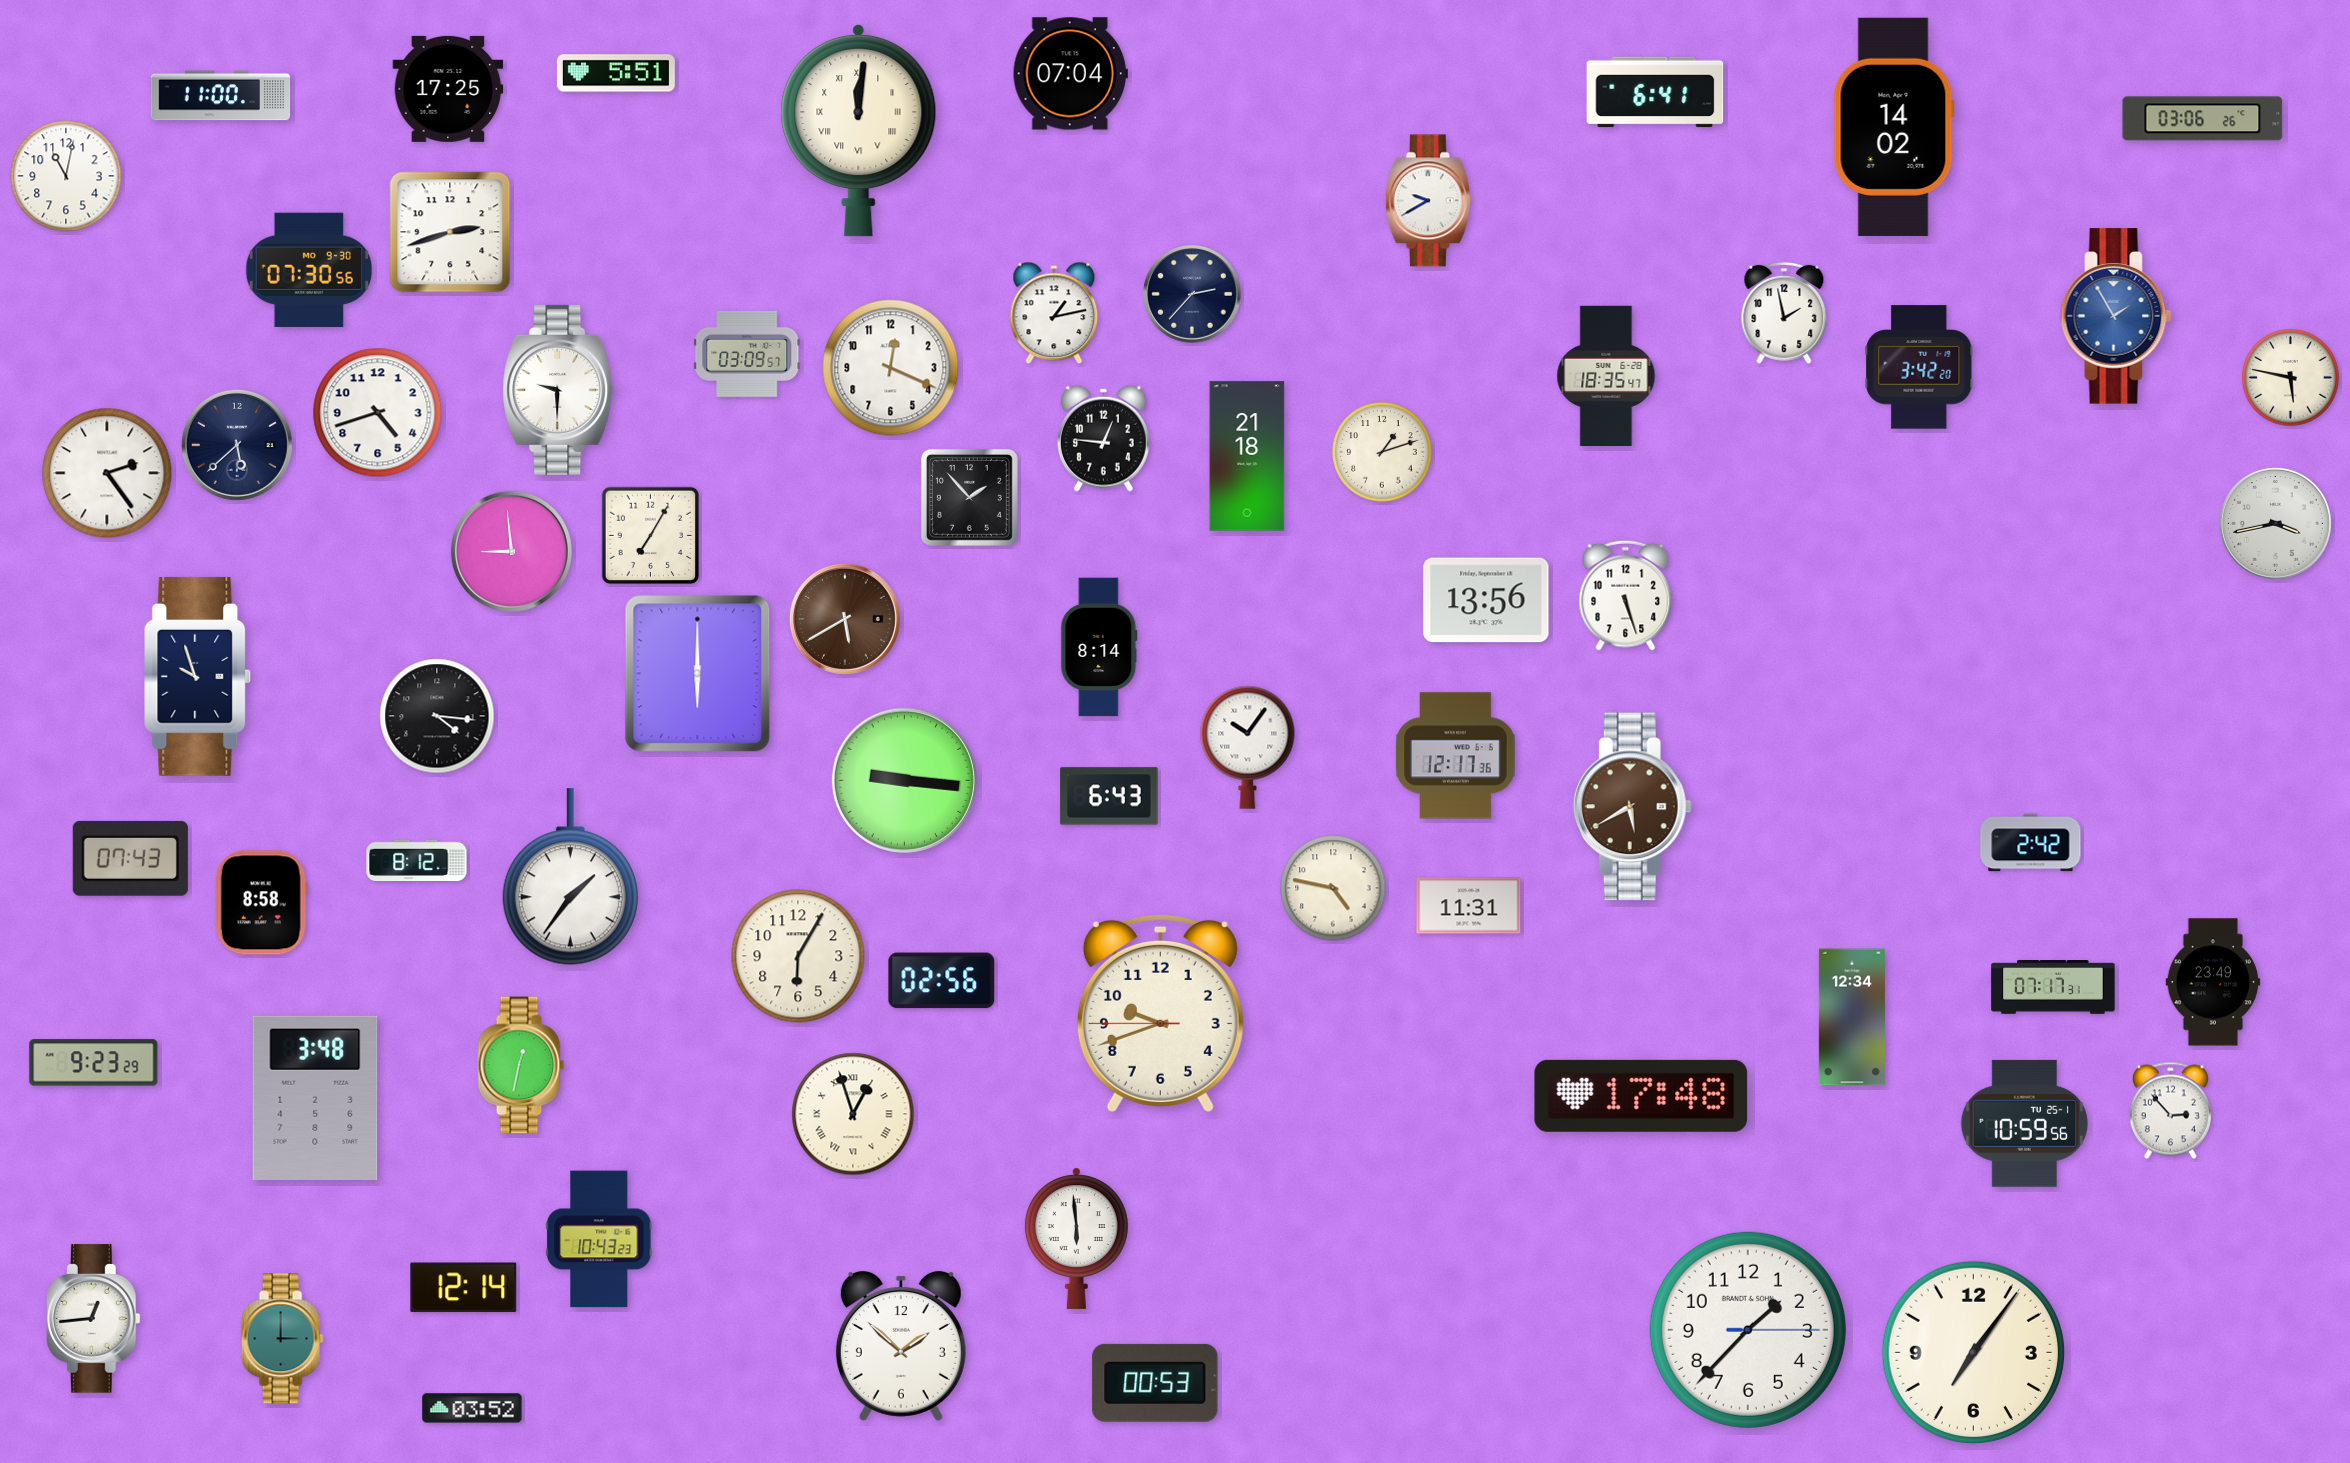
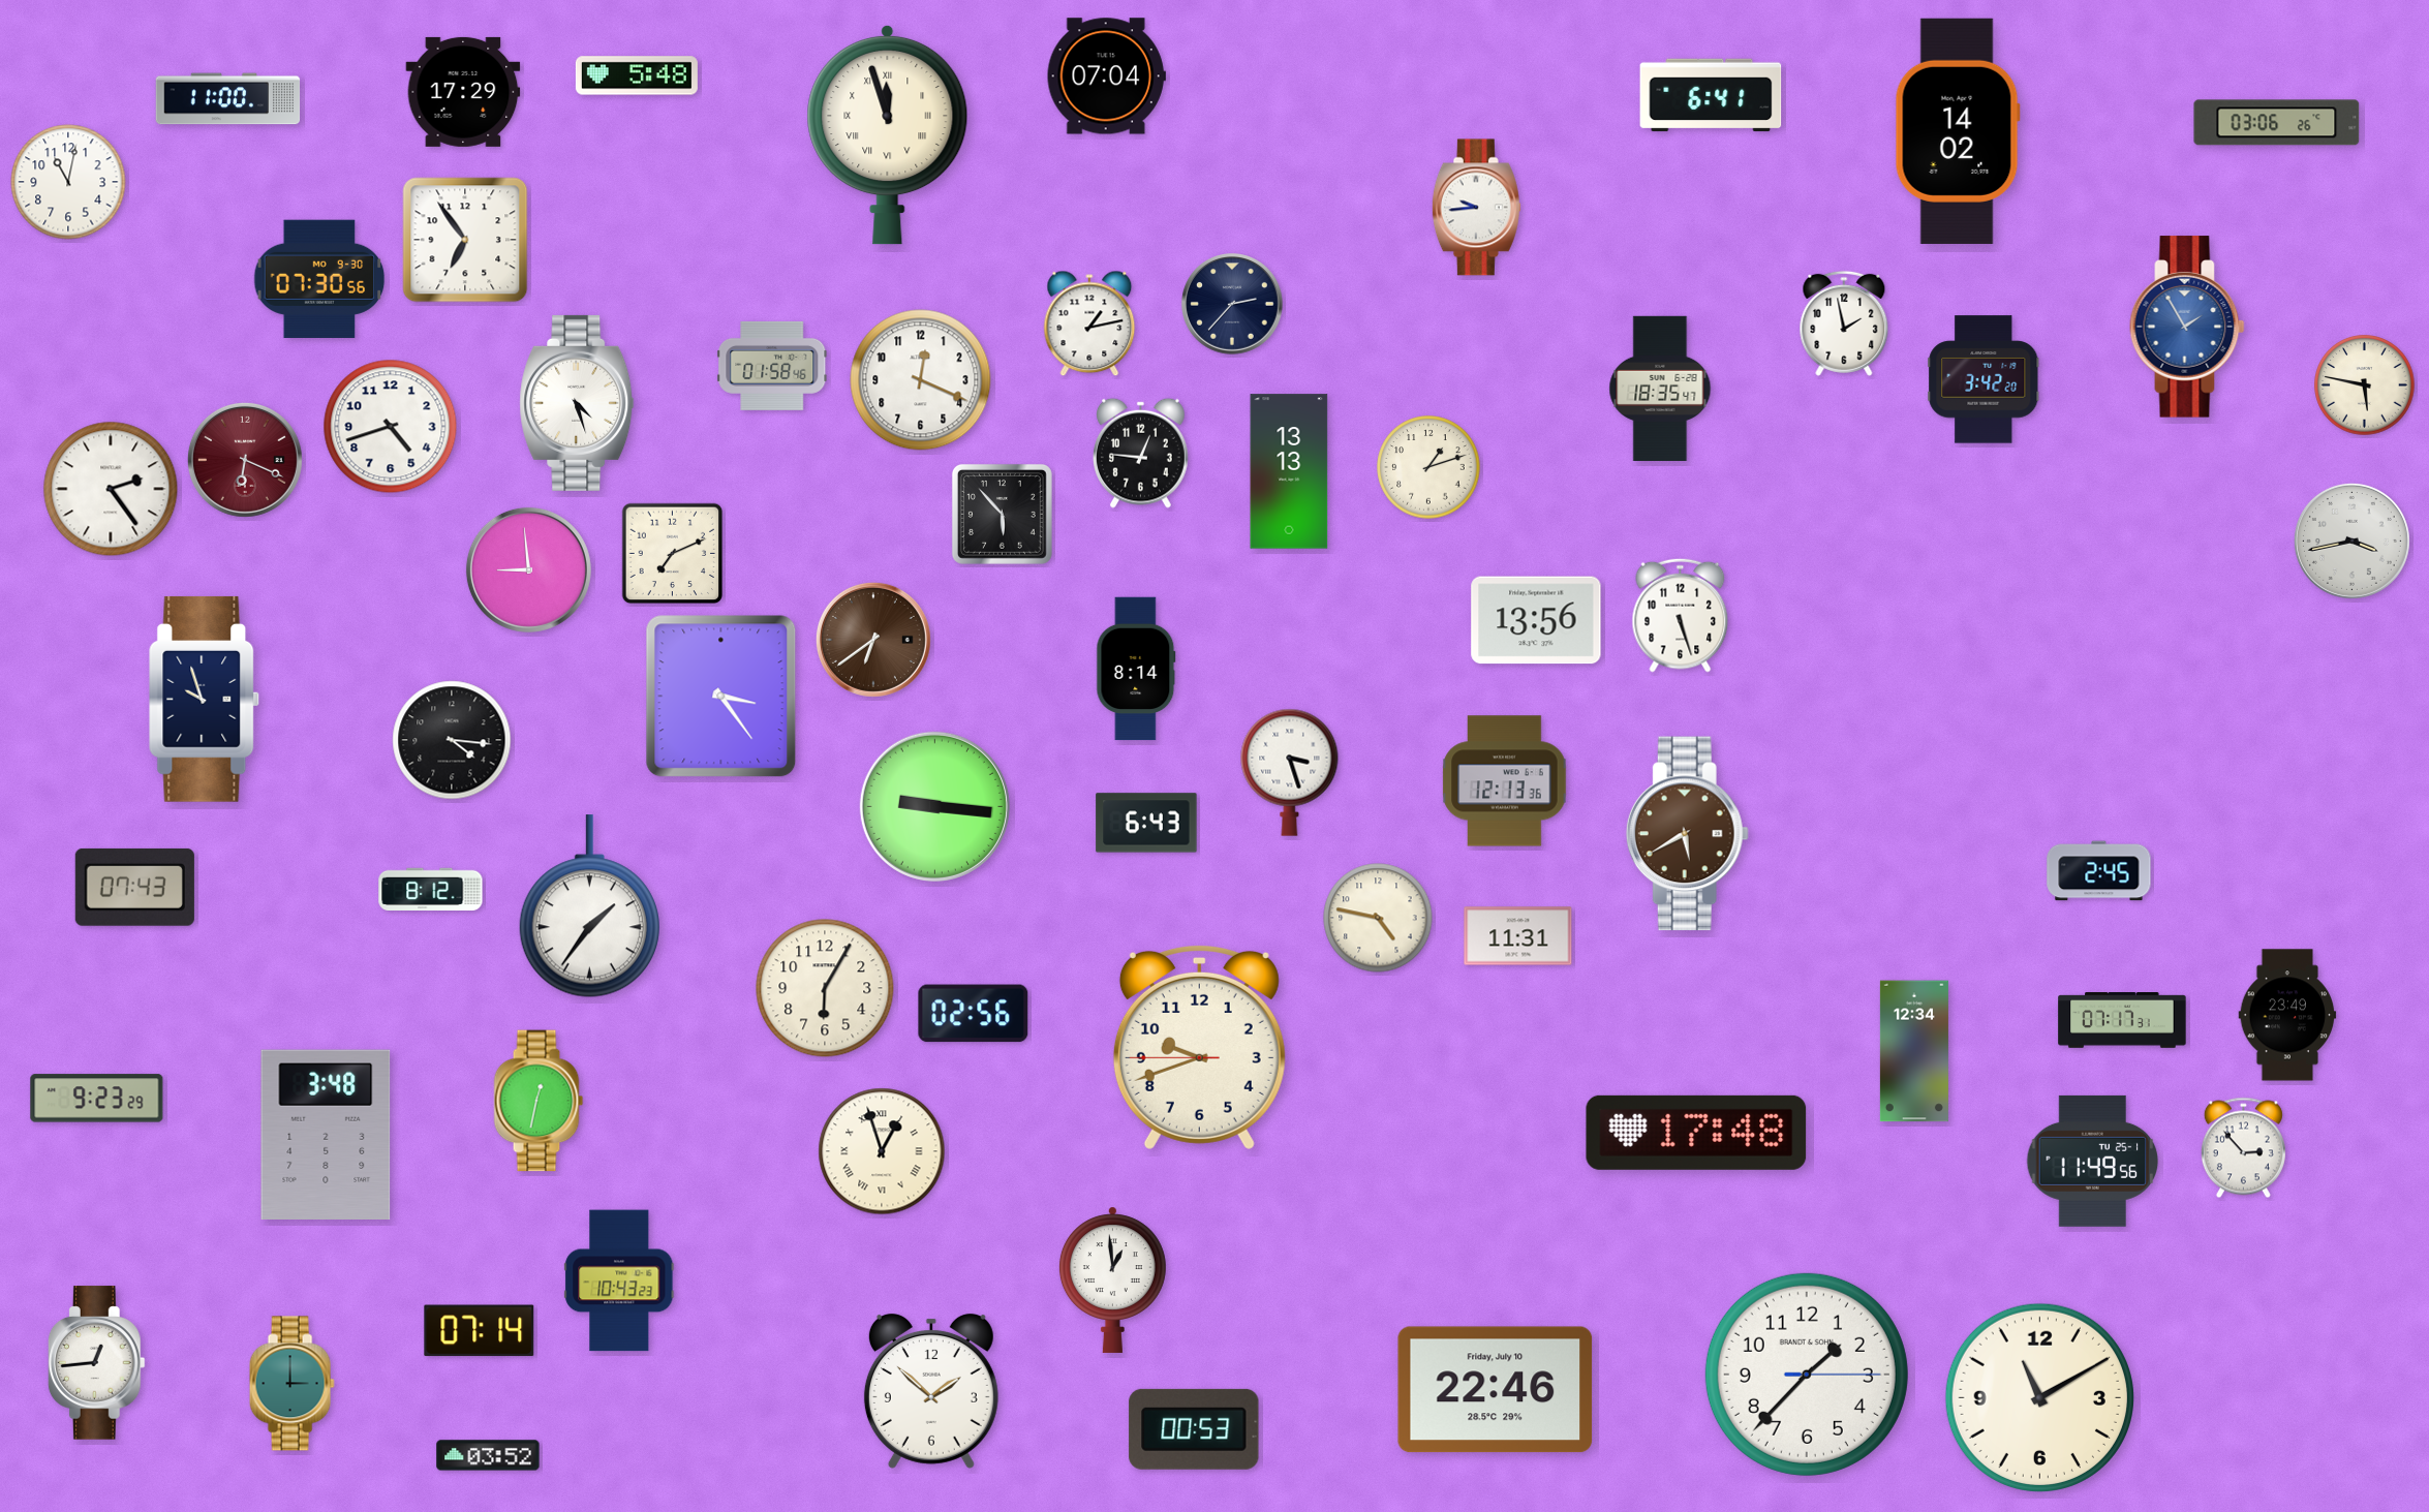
clock at (616, 73): 5:51 -> 5:48
clock at (448, 89): 17:25 -> 17:29
clock at (859, 130): 12:01 -> 11:57
clock at (1428, 201): 9:40 -> 9:44
clock at (450, 232): 2:42 -> 6:54
clock at (747, 354): 03:09 -> 01:58
clock at (2291, 378) position: (2291, 378) -> (2365, 385)
clock at (558, 390): 9:30 -> 4:27
clock at (237, 445): 5:38 -> 6:19
clock at (237, 445) dial: navy -> burgundy
clock at (1247, 456): 21:18 -> 13:13
clock at (969, 497): 1:53 -> 5:53
clock at (651, 536): 7:05 -> 7:11
clock at (845, 619): 5:40 -> 6:39
clock at (698, 674): 6:00 -> 3:24
clock at (1248, 747): 10:06 -> 3:27
clock at (1456, 756): 12:17 -> 12:13
clock at (2031, 843): 2:42 -> 2:45
clock at (261, 903): 8:58 -> none
clock at (2025, 1123): 10:59 -> 11:49
clock at (1076, 1238): 5:59 -> 12:59
clock at (464, 1288): 12:14 -> 07:14
clock at (1496, 1390): none -> 22:46
clock at (1973, 1352): 7:06 -> 11:10
